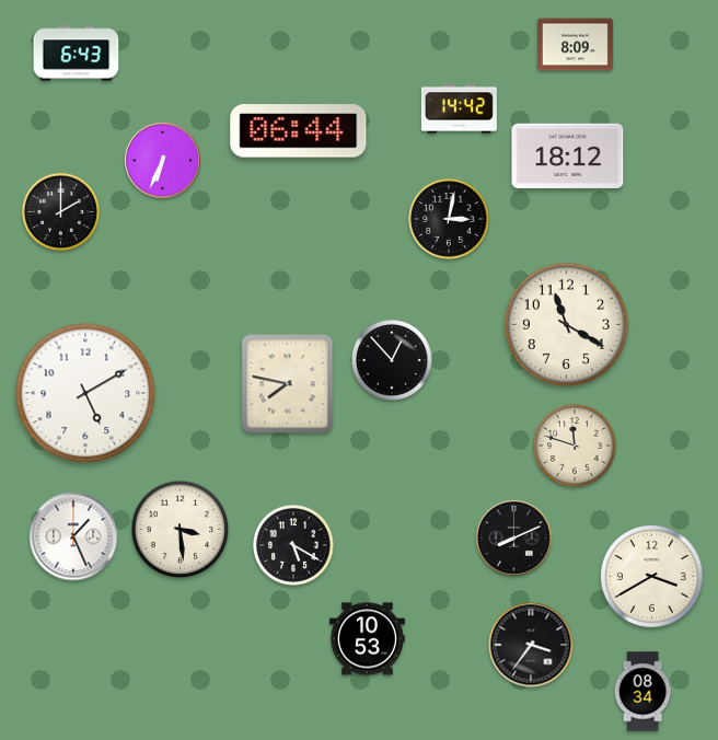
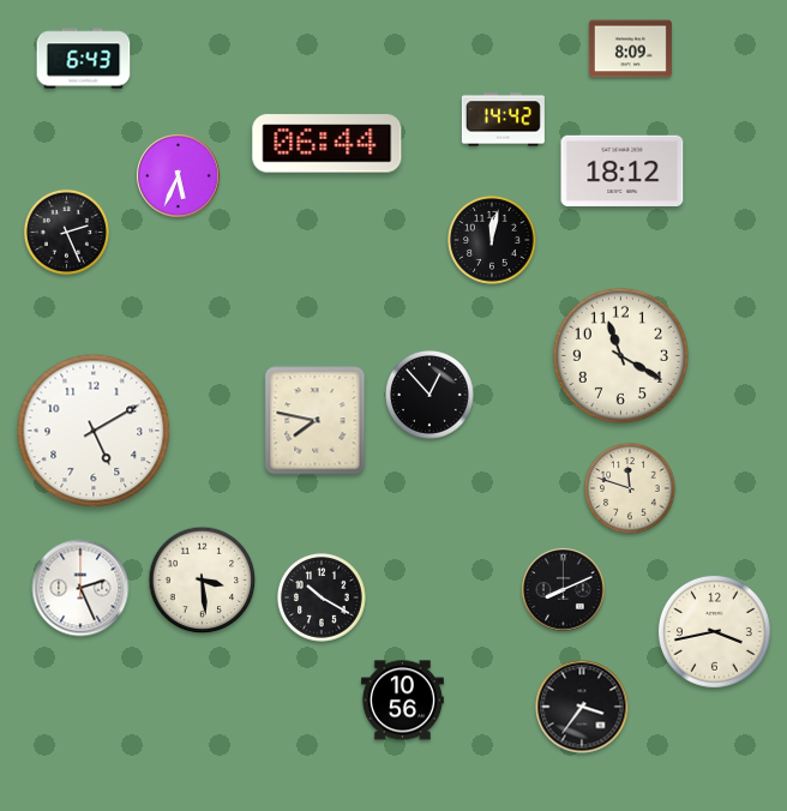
clock at (163, 161): 6:34 -> 5:34
clock at (60, 211): 2:00 -> 2:26
clock at (450, 220): 3:02 -> 12:02
clock at (181, 530) position: (181, 530) -> (203, 581)
clock at (73, 536): 1:26 -> 2:26
clock at (294, 546): 5:20 -> 10:20
clock at (651, 576): 3:40 -> 3:43
clock at (367, 639): 10:53 -> 10:56
clock at (642, 692): 08:34 -> none
